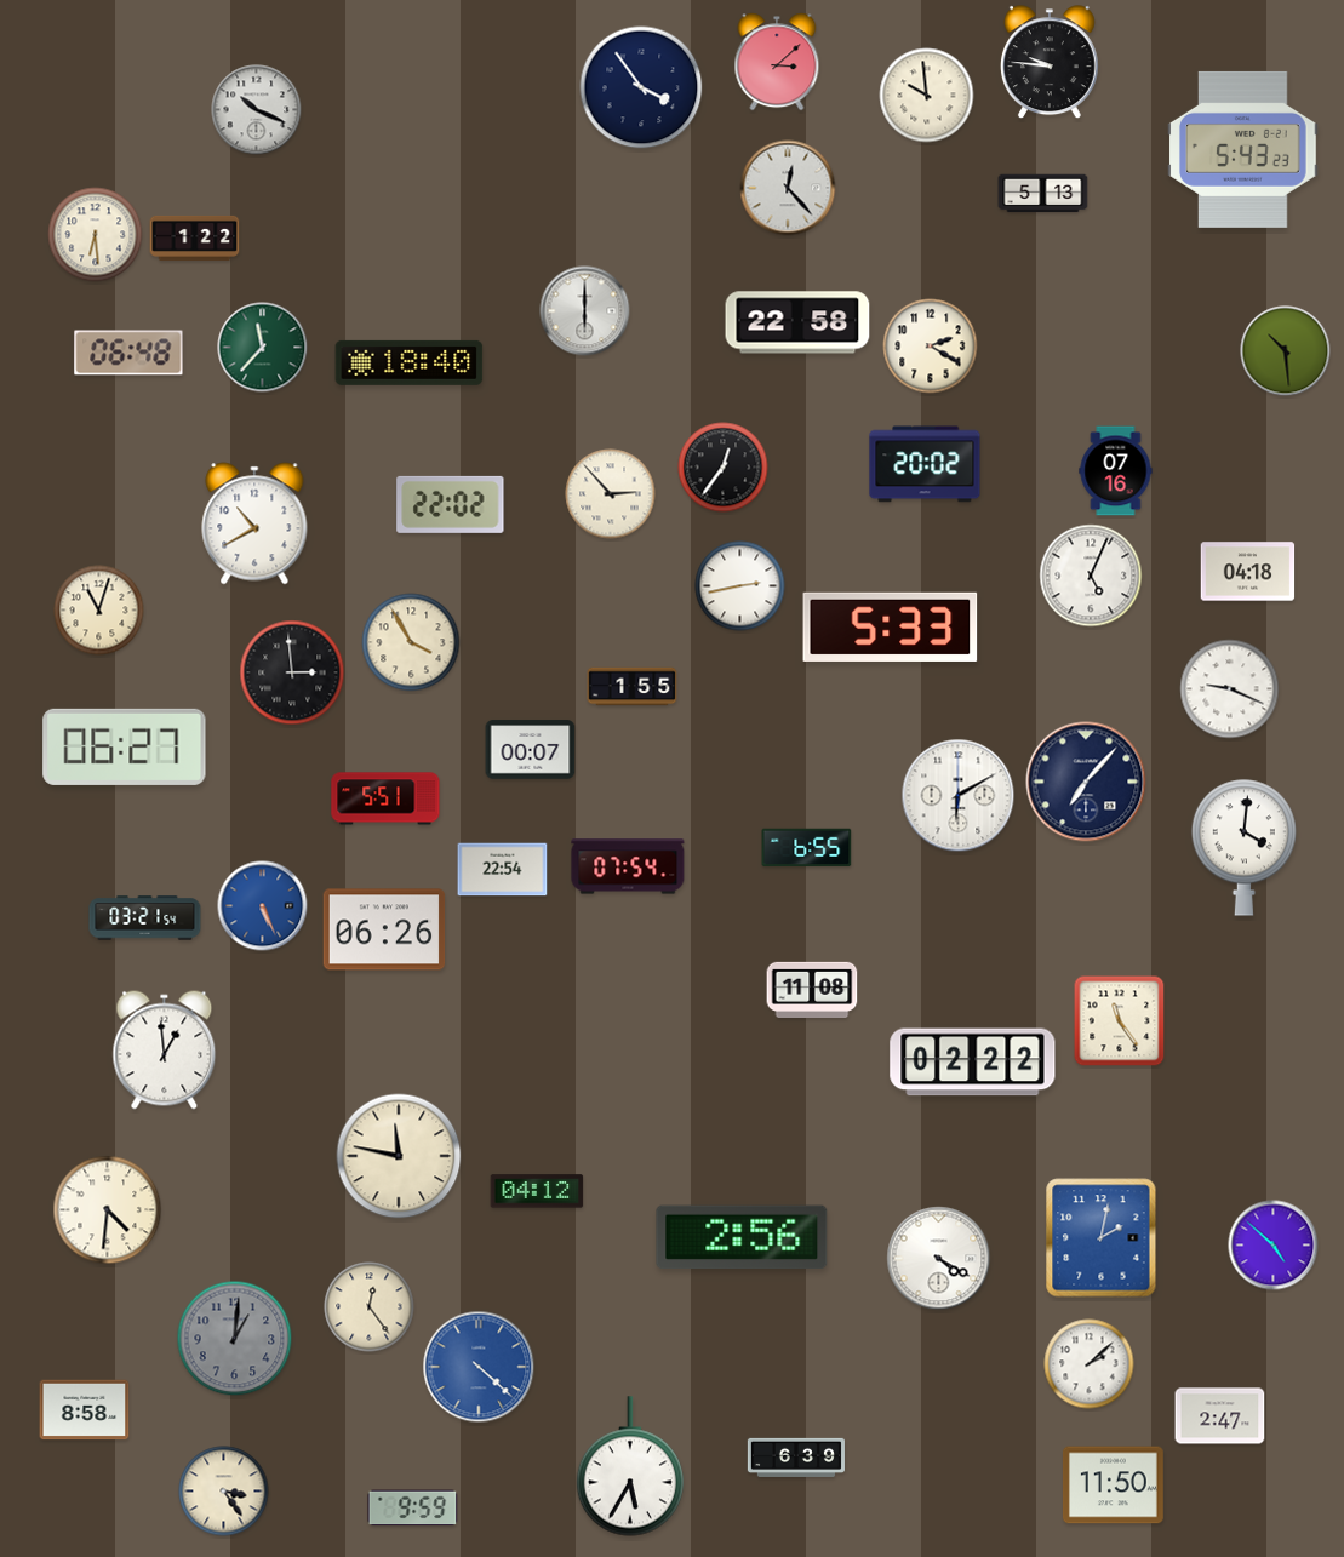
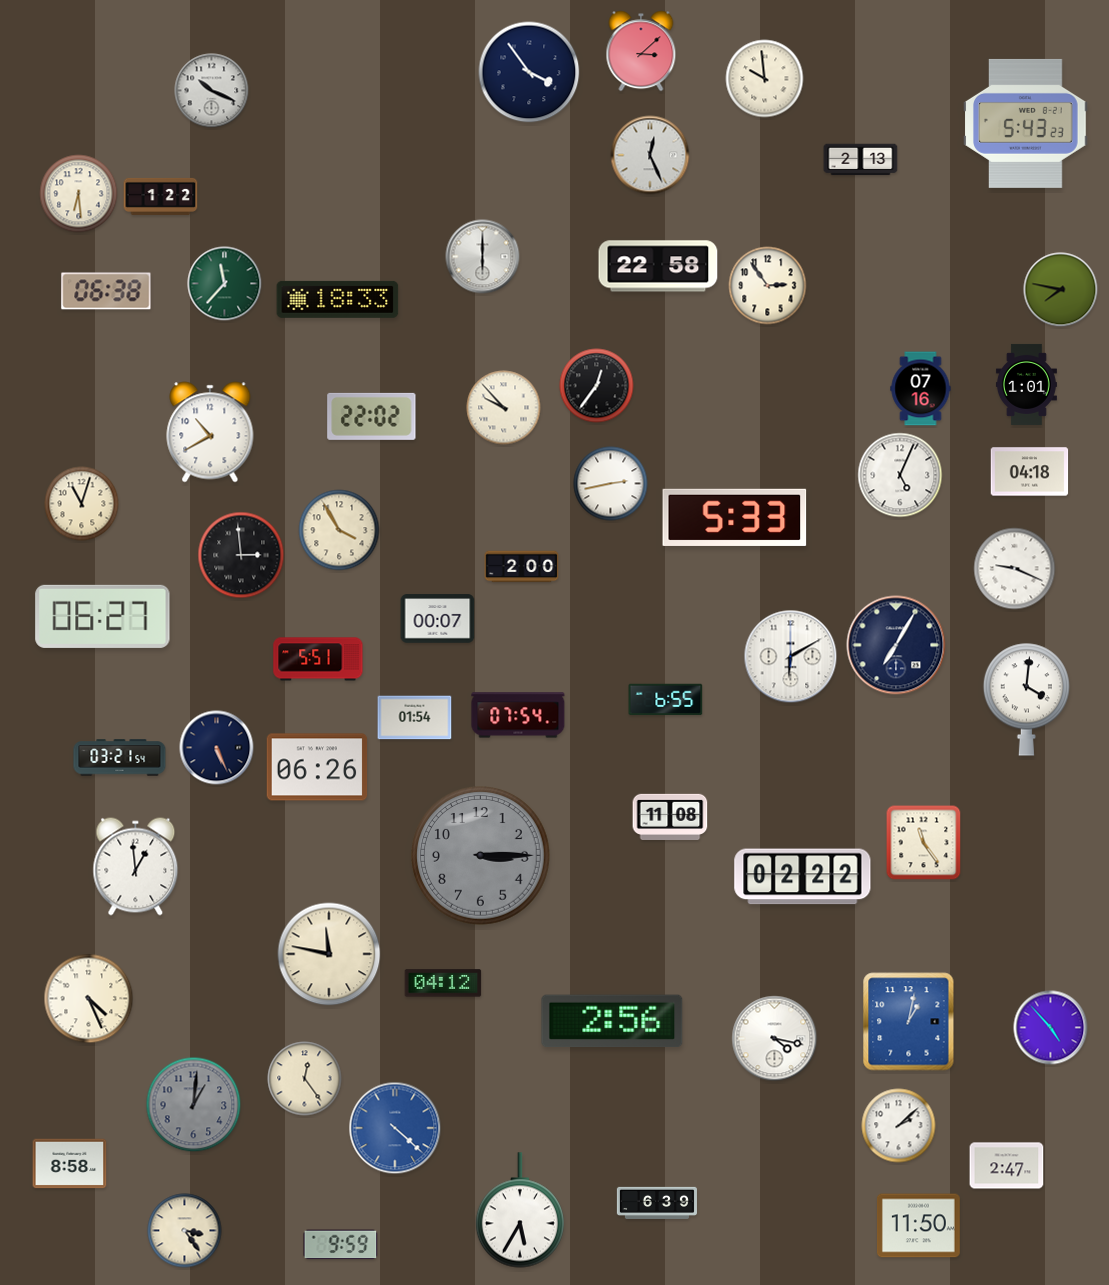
clock at (1050, 63): 9:46 -> none
clock at (788, 188): 12:23 -> 12:26
clock at (1043, 194): 5:13 -> 2:13
clock at (931, 347): 2:20 -> 2:54
clock at (263, 348) position: (263, 348) -> (225, 284)
clock at (1286, 351): 10:29 -> 7:47
clock at (128, 353): 06:48 -> 06:38
clock at (410, 362): 18:40 -> 18:33
clock at (925, 464): 20:02 -> none
clock at (1026, 384): none -> 1:01
clock at (611, 494): 2:53 -> 9:53
clock at (633, 687): 1:55 -> 2:00
clock at (1086, 782): 7:07 -> 7:05
clock at (503, 870): 22:54 -> 01:54
clock at (263, 906) dial: blue -> navy
clock at (481, 856): none -> 3:15
clock at (108, 1210): 4:31 -> 4:26
clock at (1102, 1238): 2:02 -> 1:02
clock at (1274, 1246): 4:52 -> 4:53
clock at (939, 1259): 4:20 -> 4:17
clock at (1220, 1416) position: (1220, 1416) -> (1007, 1166)
